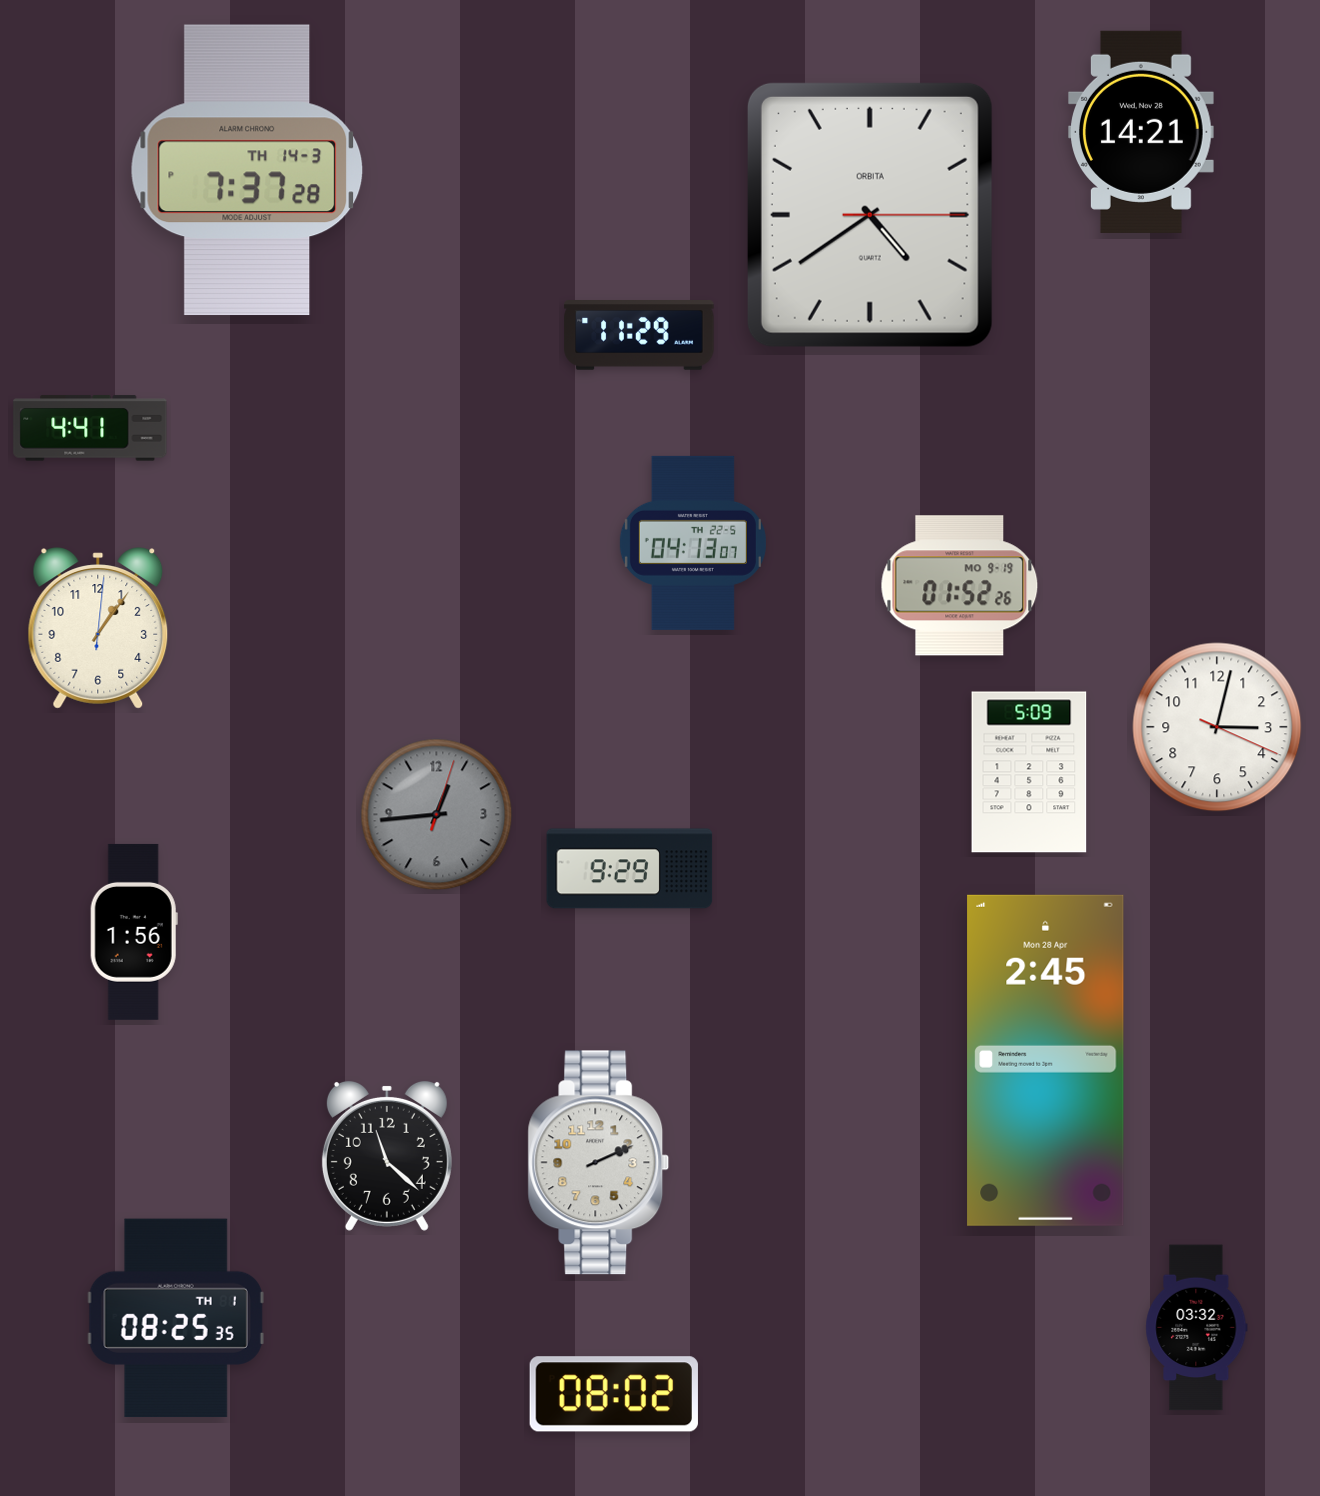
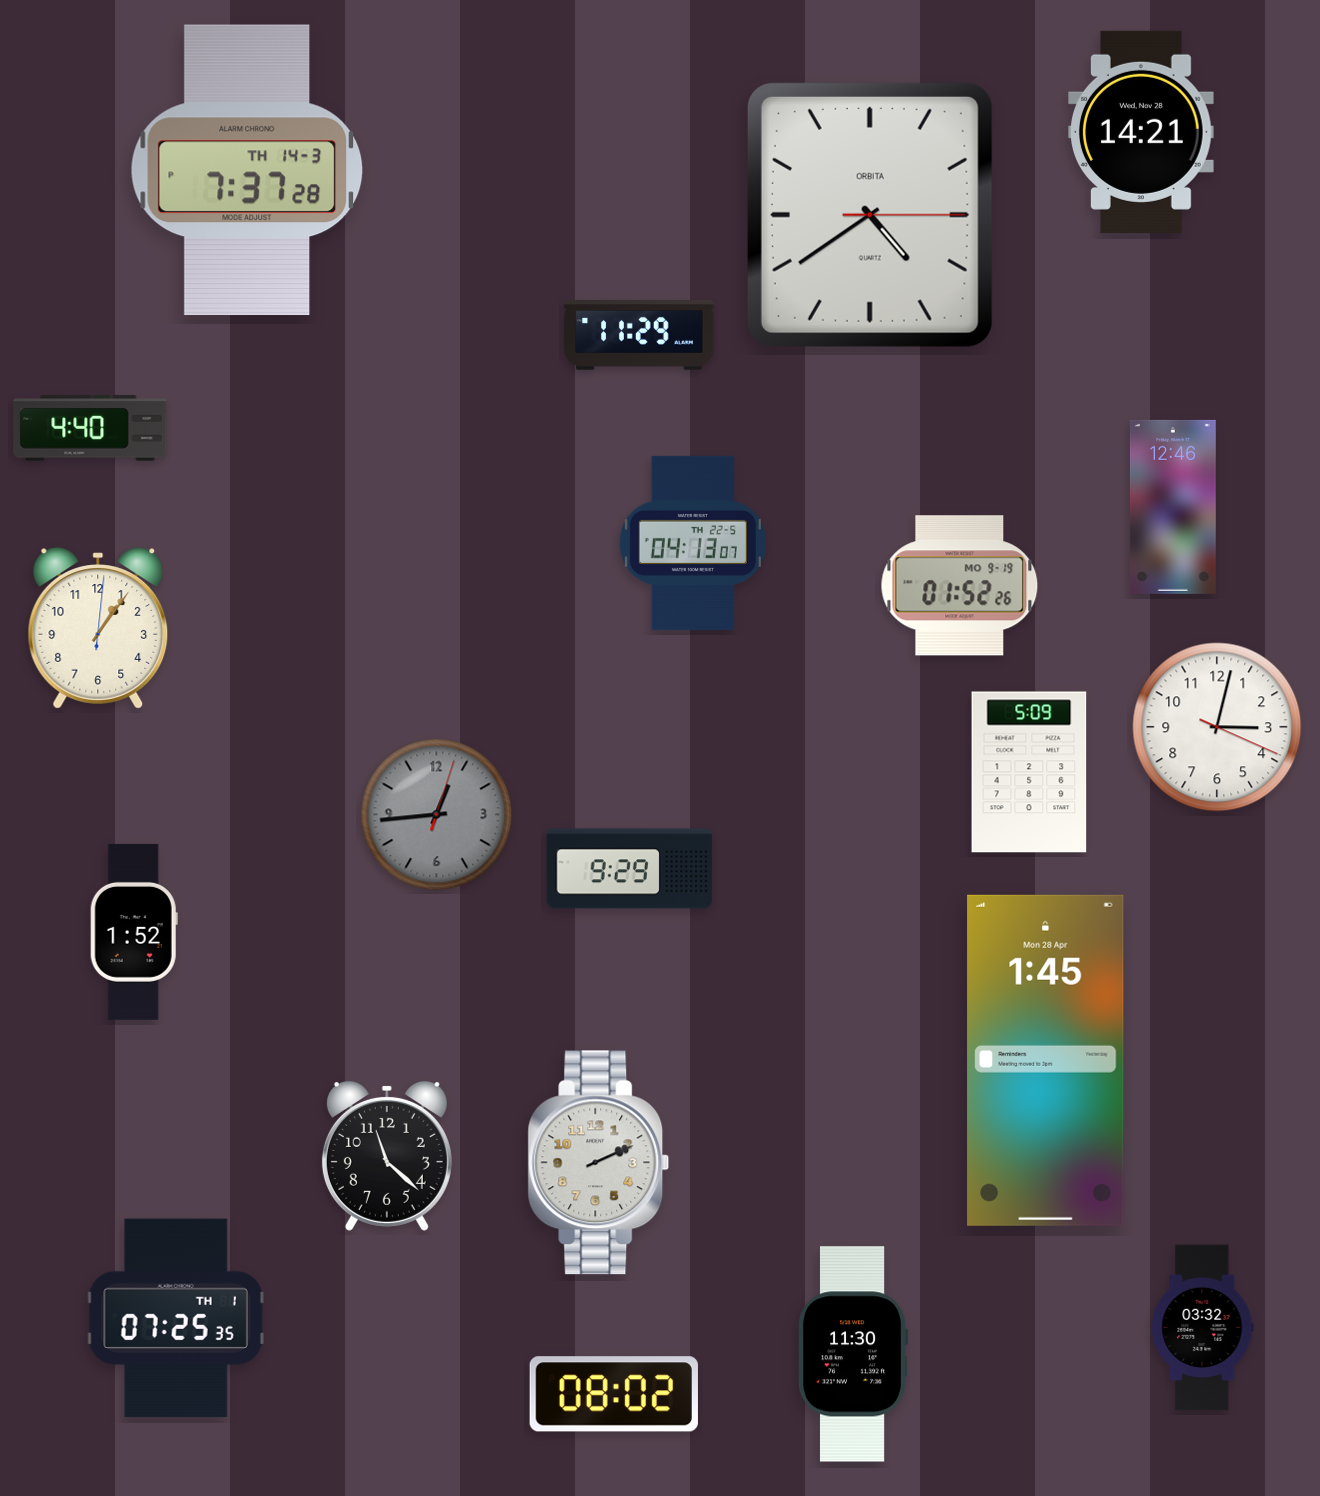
clock at (90, 428): 4:41 -> 4:40
clock at (1173, 507): none -> 12:46
clock at (134, 932): 1:56 -> 1:52
clock at (1046, 1060): 2:45 -> 1:45
clock at (176, 1318): 08:25 -> 07:25
clock at (1197, 1328) position: (1197, 1328) -> (1203, 1328)
clock at (853, 1354): none -> 11:30
